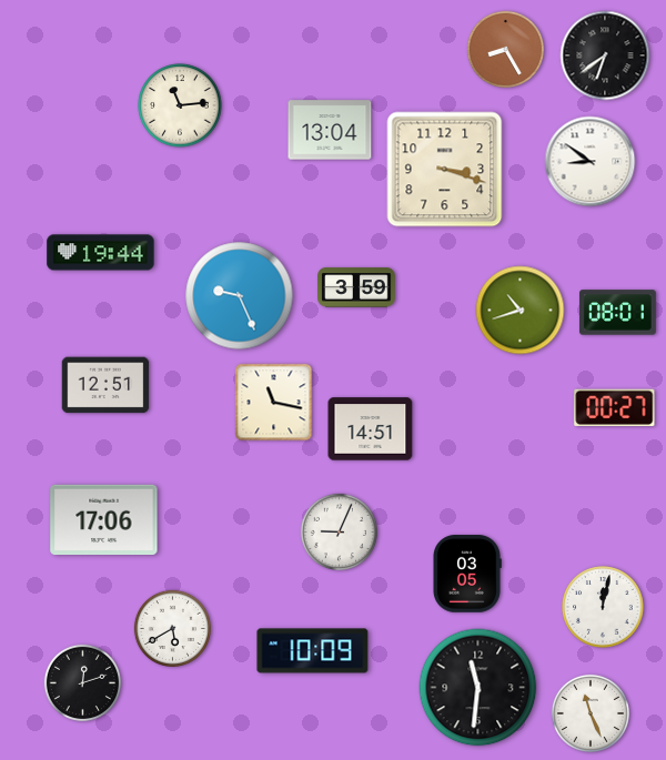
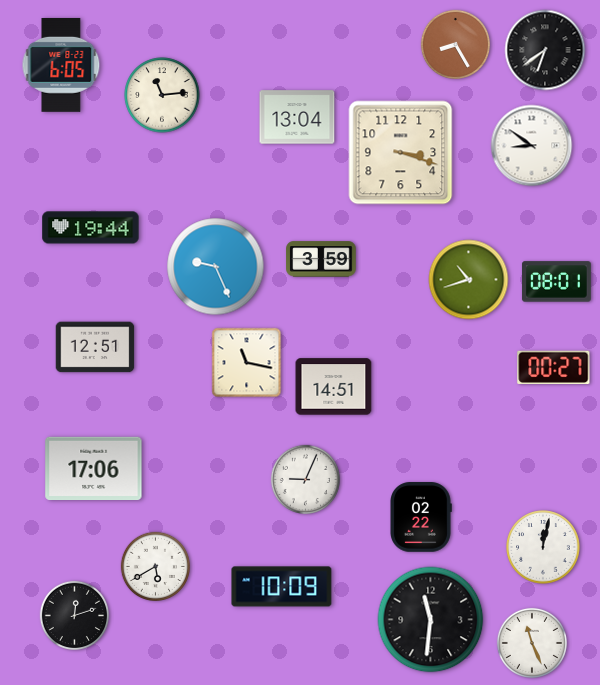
clock at (61, 65): none -> 6:05
clock at (467, 574): 03:05 -> 02:22
